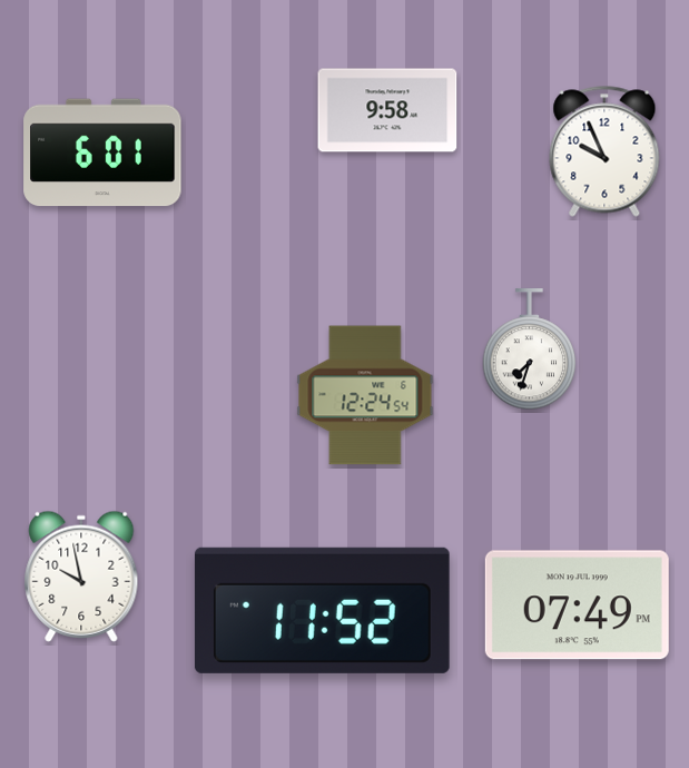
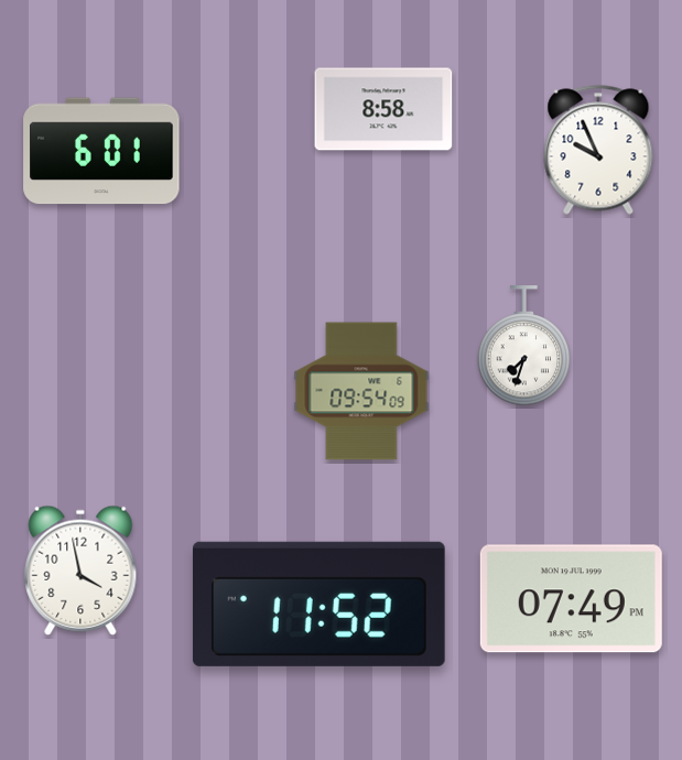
clock at (387, 110): 9:58 -> 8:58
clock at (365, 395): 12:24 -> 09:54
clock at (81, 577): 9:58 -> 3:58
